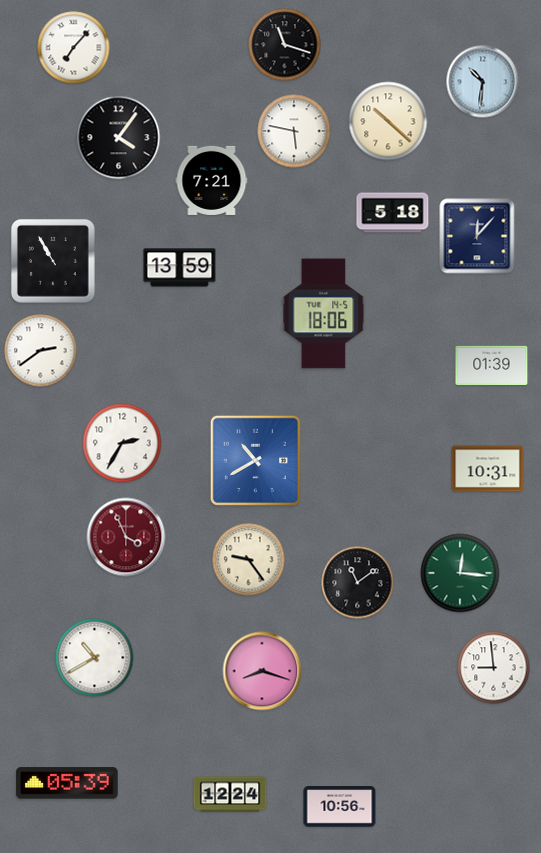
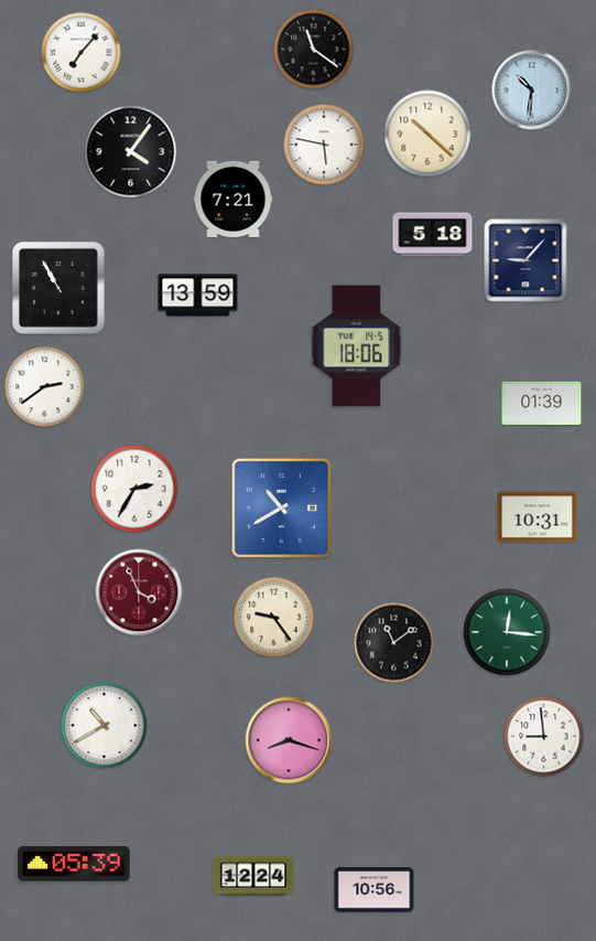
clock at (285, 45): 11:18 -> 11:21
clock at (477, 236): 12:07 -> 9:07
